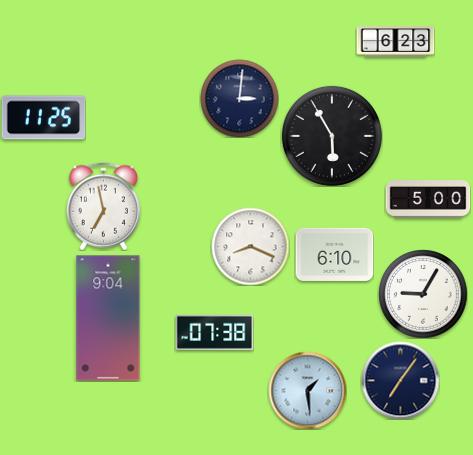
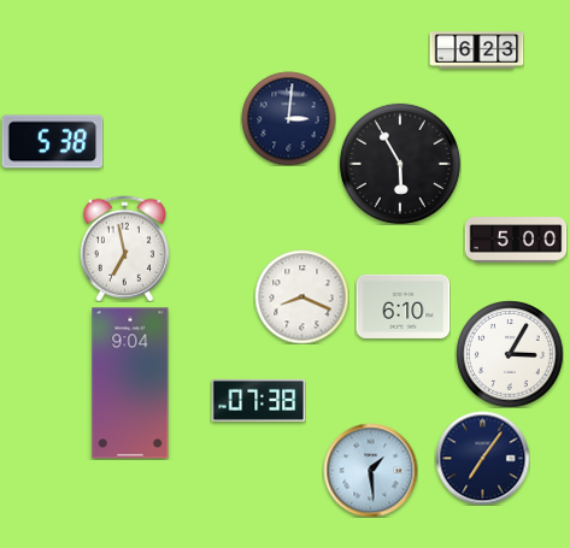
clock at (43, 118): 11:25 -> 5:38
clock at (423, 294): 9:05 -> 3:05
